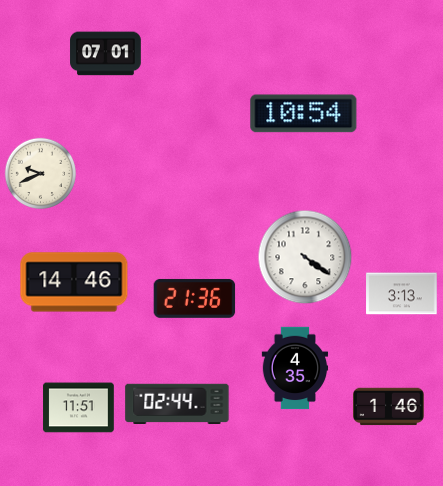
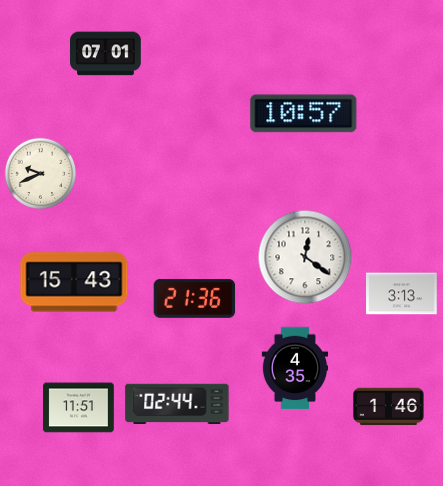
clock at (304, 114): 10:54 -> 10:57
clock at (305, 257): 4:21 -> 12:21
clock at (74, 282): 14:46 -> 15:43
